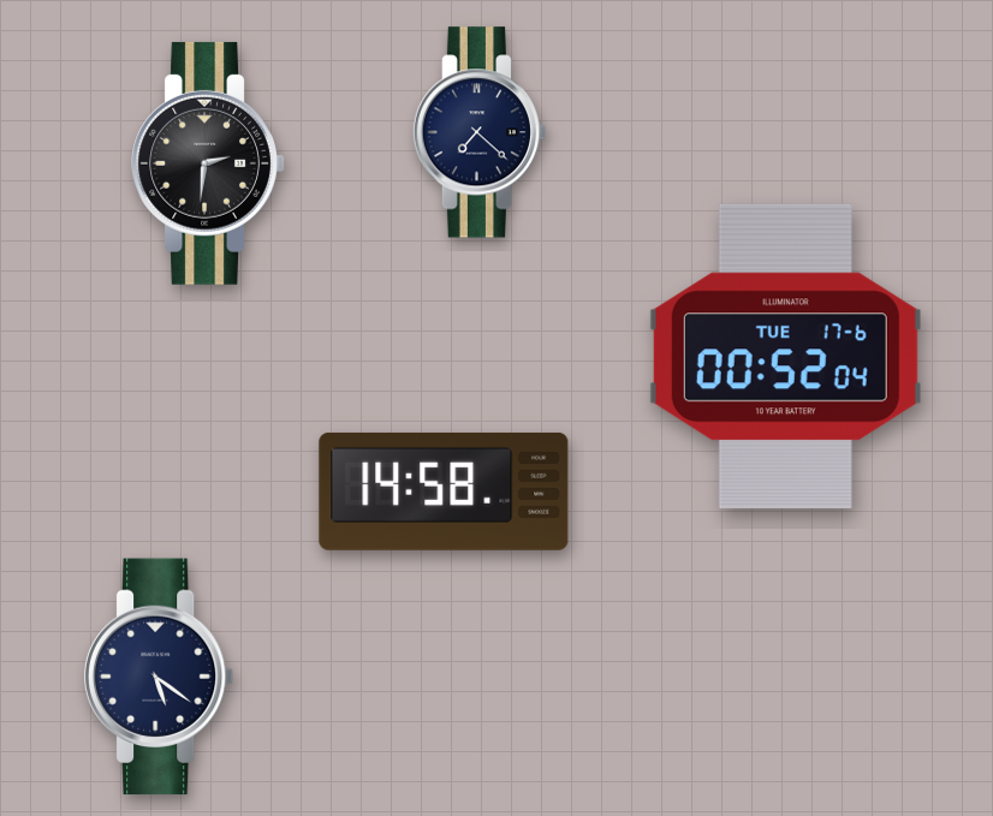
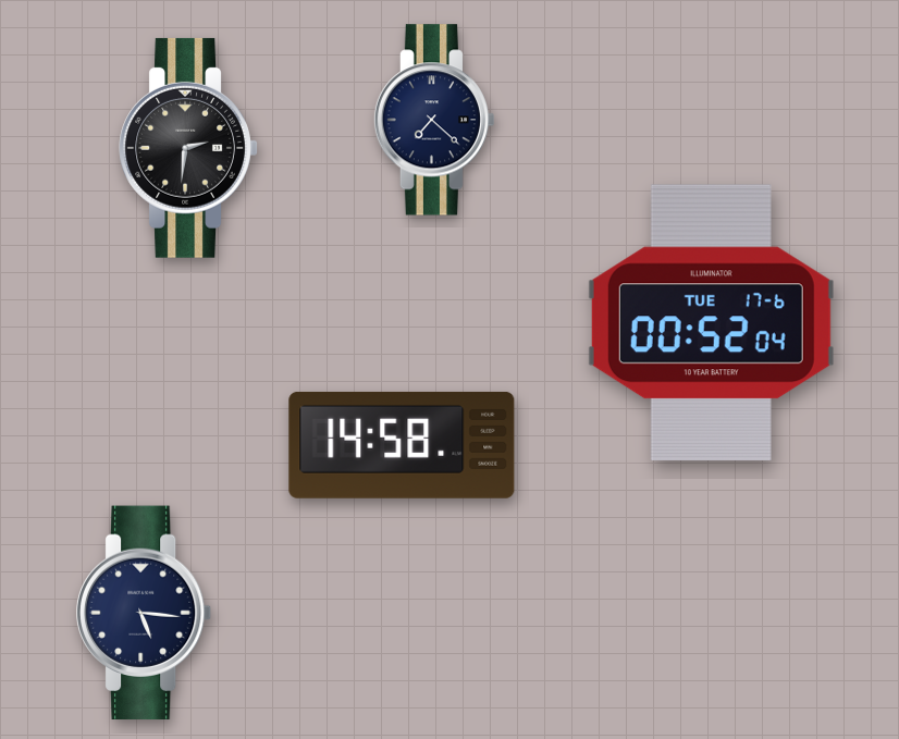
clock at (160, 677): 5:21 -> 5:16
